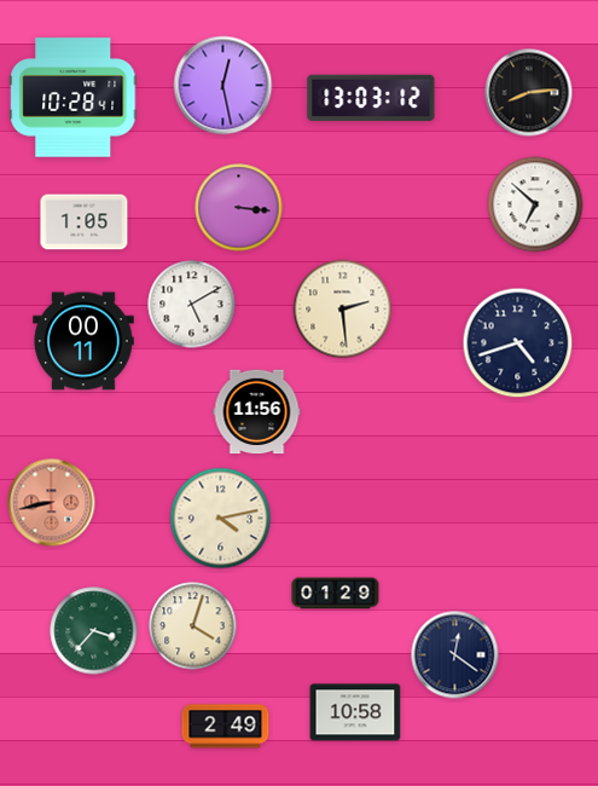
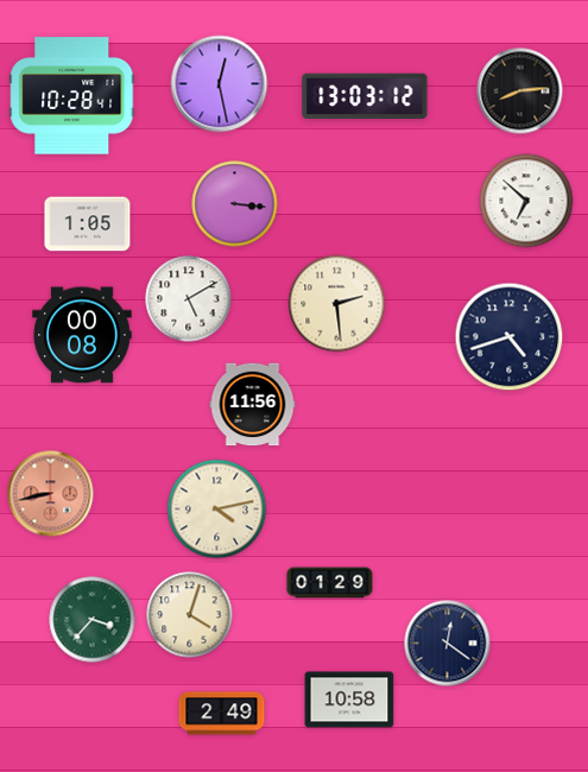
clock at (85, 222) position: (85, 222) -> (88, 224)
clock at (83, 341): 00:11 -> 00:08
